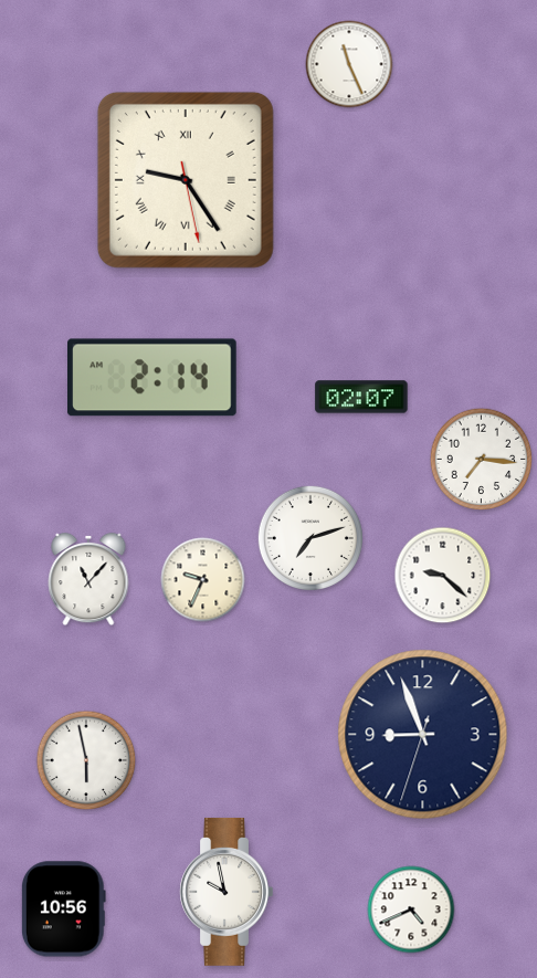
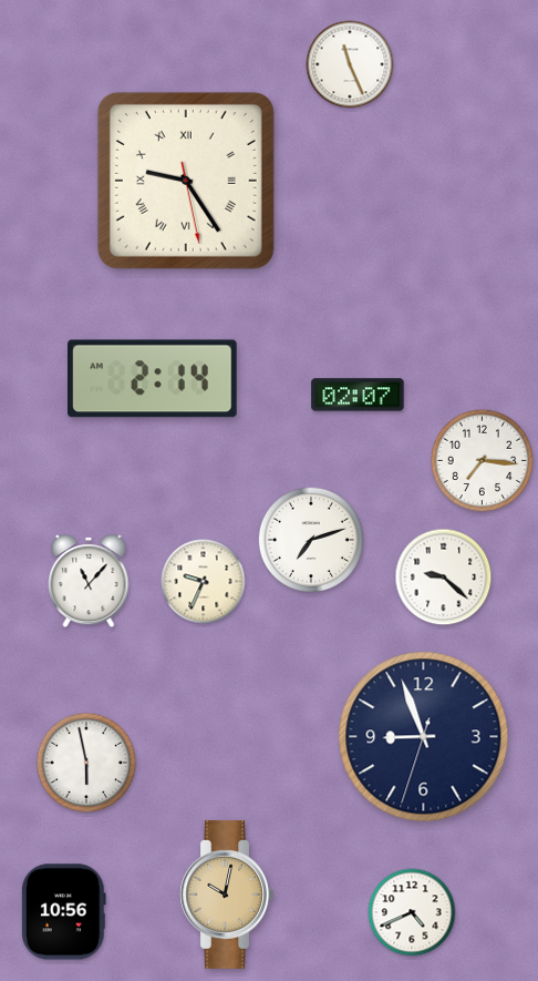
clock at (361, 397) position: (361, 397) -> (358, 395)
clock at (227, 892): 9:58 -> 10:02
clock at (227, 892) dial: white -> champagne
